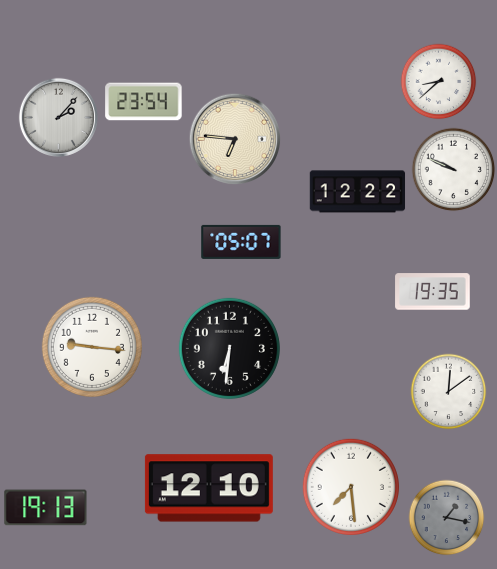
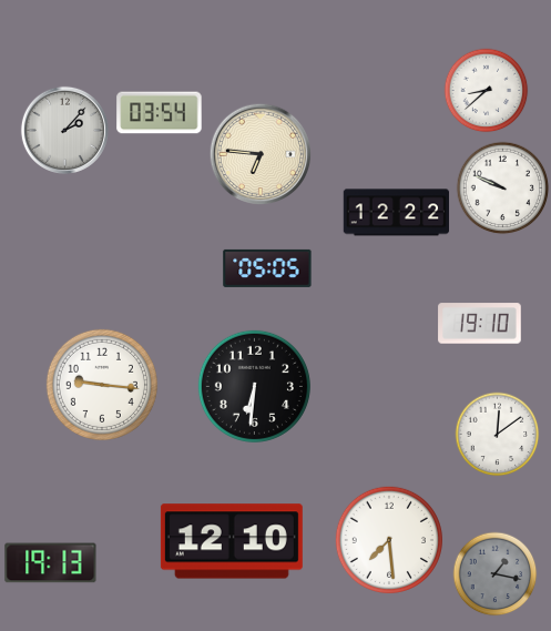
clock at (144, 102): 23:54 -> 03:54
clock at (241, 242): 05:07 -> 05:05
clock at (433, 292): 19:35 -> 19:10
